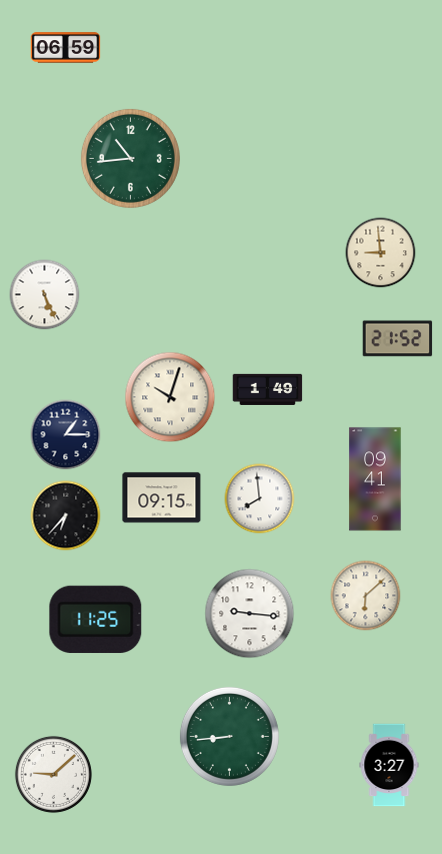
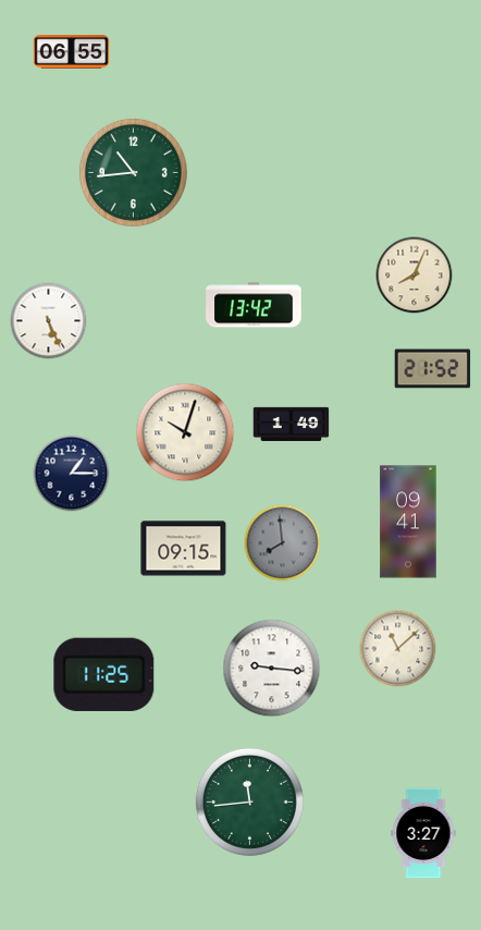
clock at (66, 48): 06:59 -> 06:55
clock at (130, 158) position: (130, 158) -> (133, 172)
clock at (381, 253): 8:59 -> 8:04
clock at (254, 305): none -> 13:42
clock at (162, 498) position: (162, 498) -> (184, 549)
clock at (260, 499) dial: white -> grey
clock at (66, 516): 6:37 -> none
clock at (366, 596): 6:08 -> 11:08
clock at (229, 736): 8:44 -> 11:44
clock at (53, 774): 9:08 -> none
